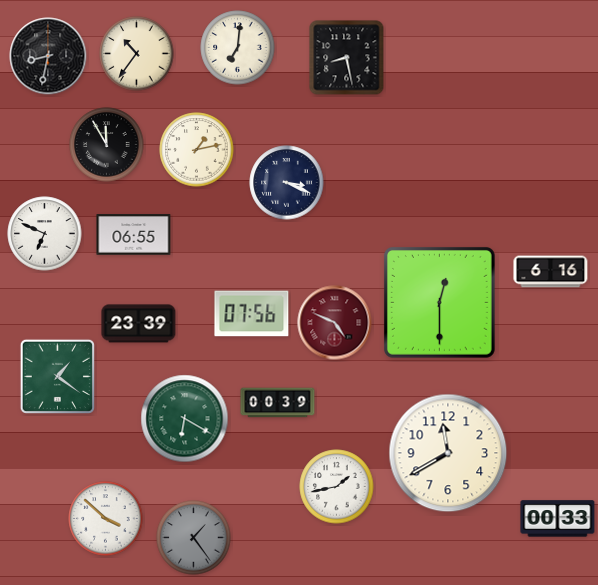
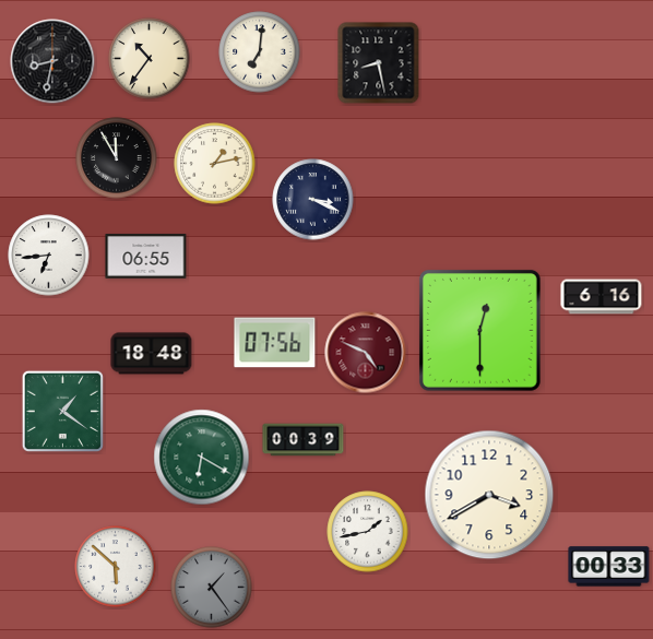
clock at (45, 234): 6:49 -> 6:44
clock at (139, 324): 23:39 -> 18:48
clock at (448, 453): 11:40 -> 3:40
clock at (106, 519): 3:52 -> 5:52
